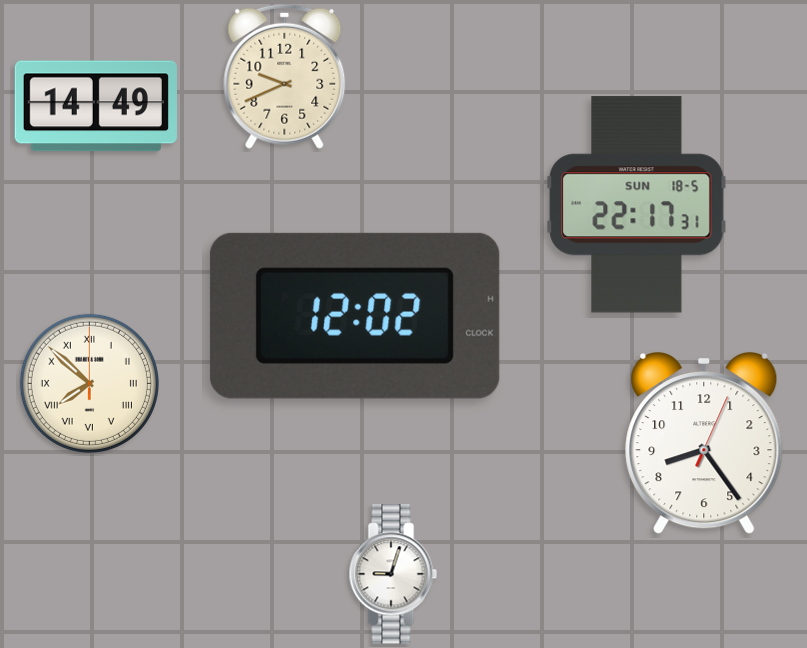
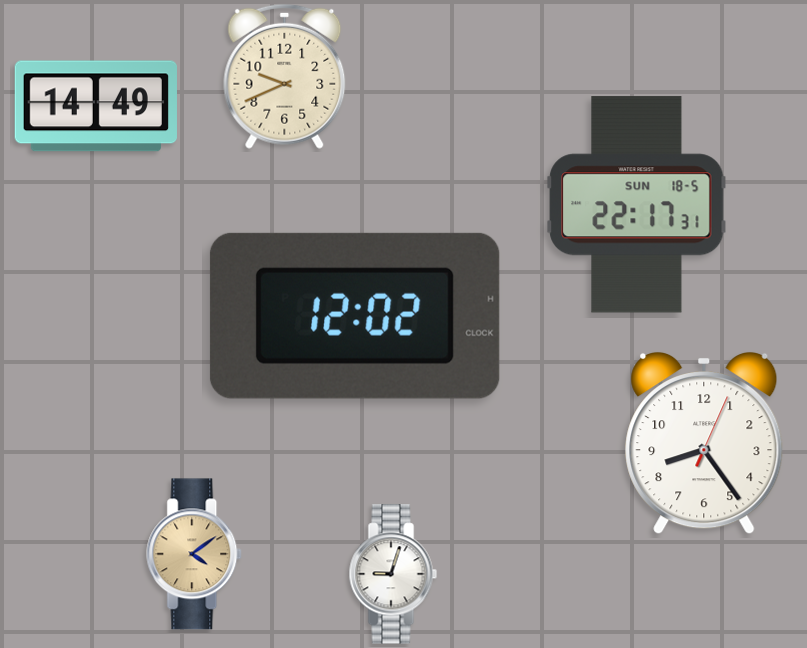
clock at (89, 383): 7:52 -> none
clock at (195, 554): none -> 4:09
